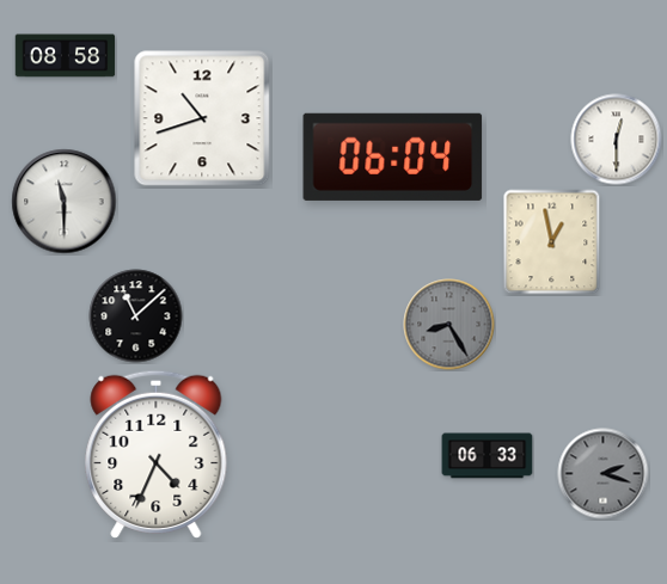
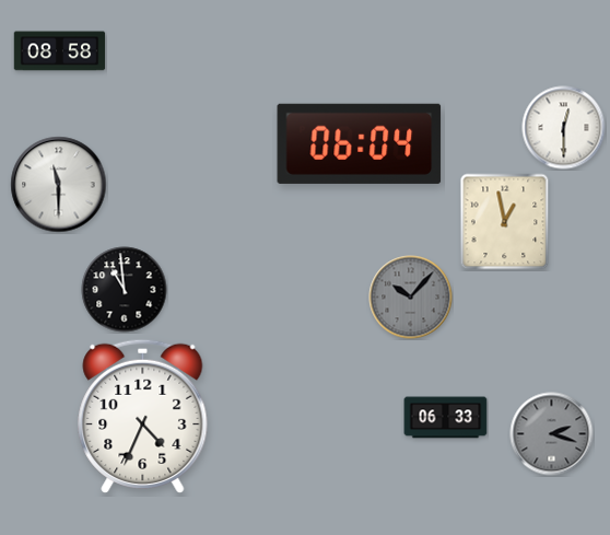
clock at (202, 118): 10:42 -> none
clock at (136, 316): 11:08 -> 10:59
clock at (449, 325): 8:25 -> 10:07
